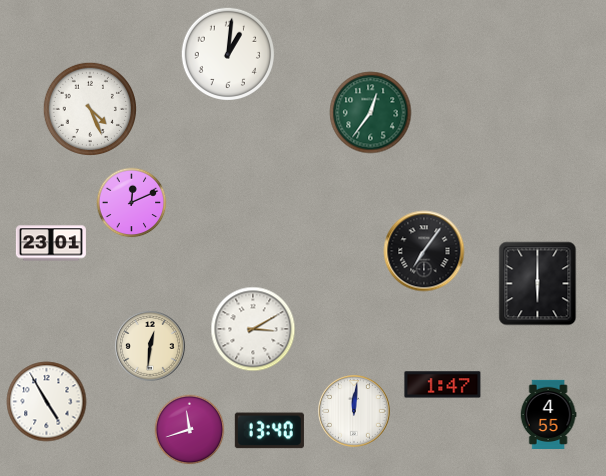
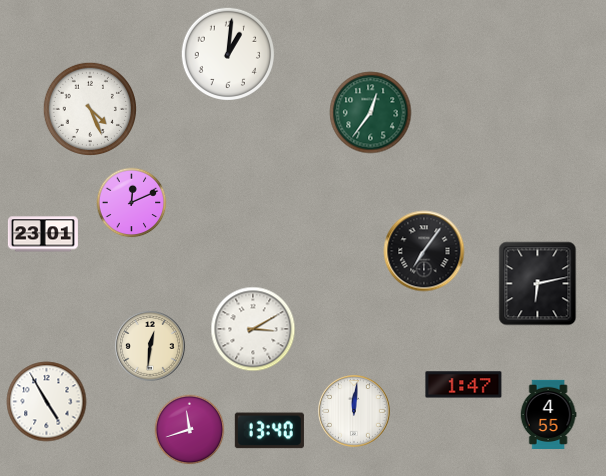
clock at (51, 243) position: (51, 243) -> (43, 234)
clock at (538, 284): 6:00 -> 6:13
clock at (443, 385) position: (443, 385) -> (464, 385)
